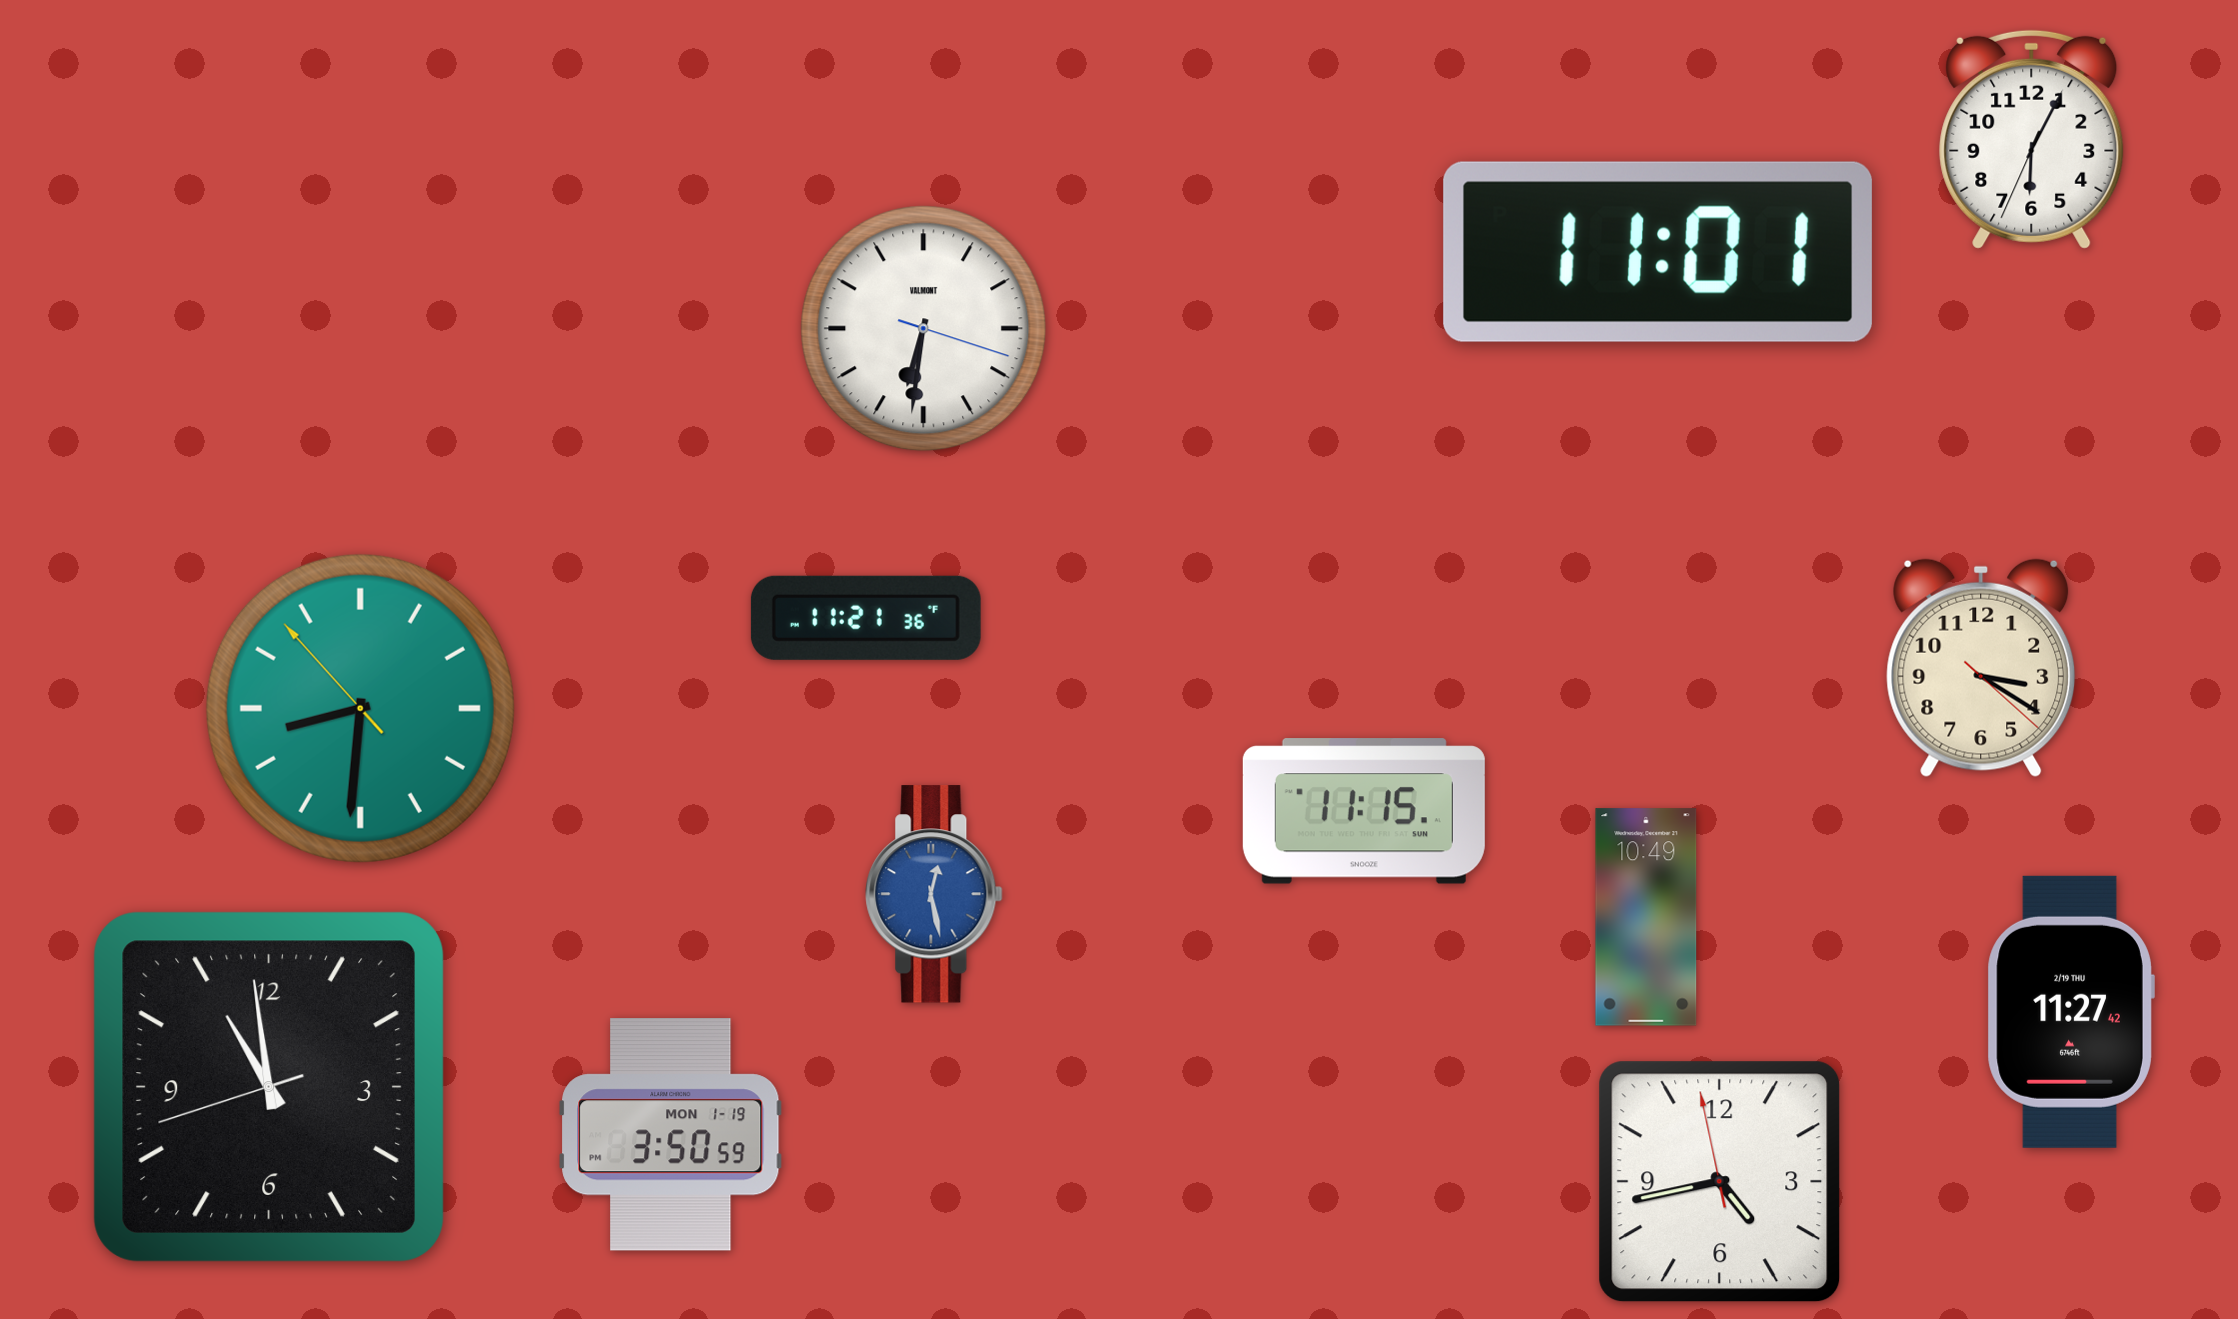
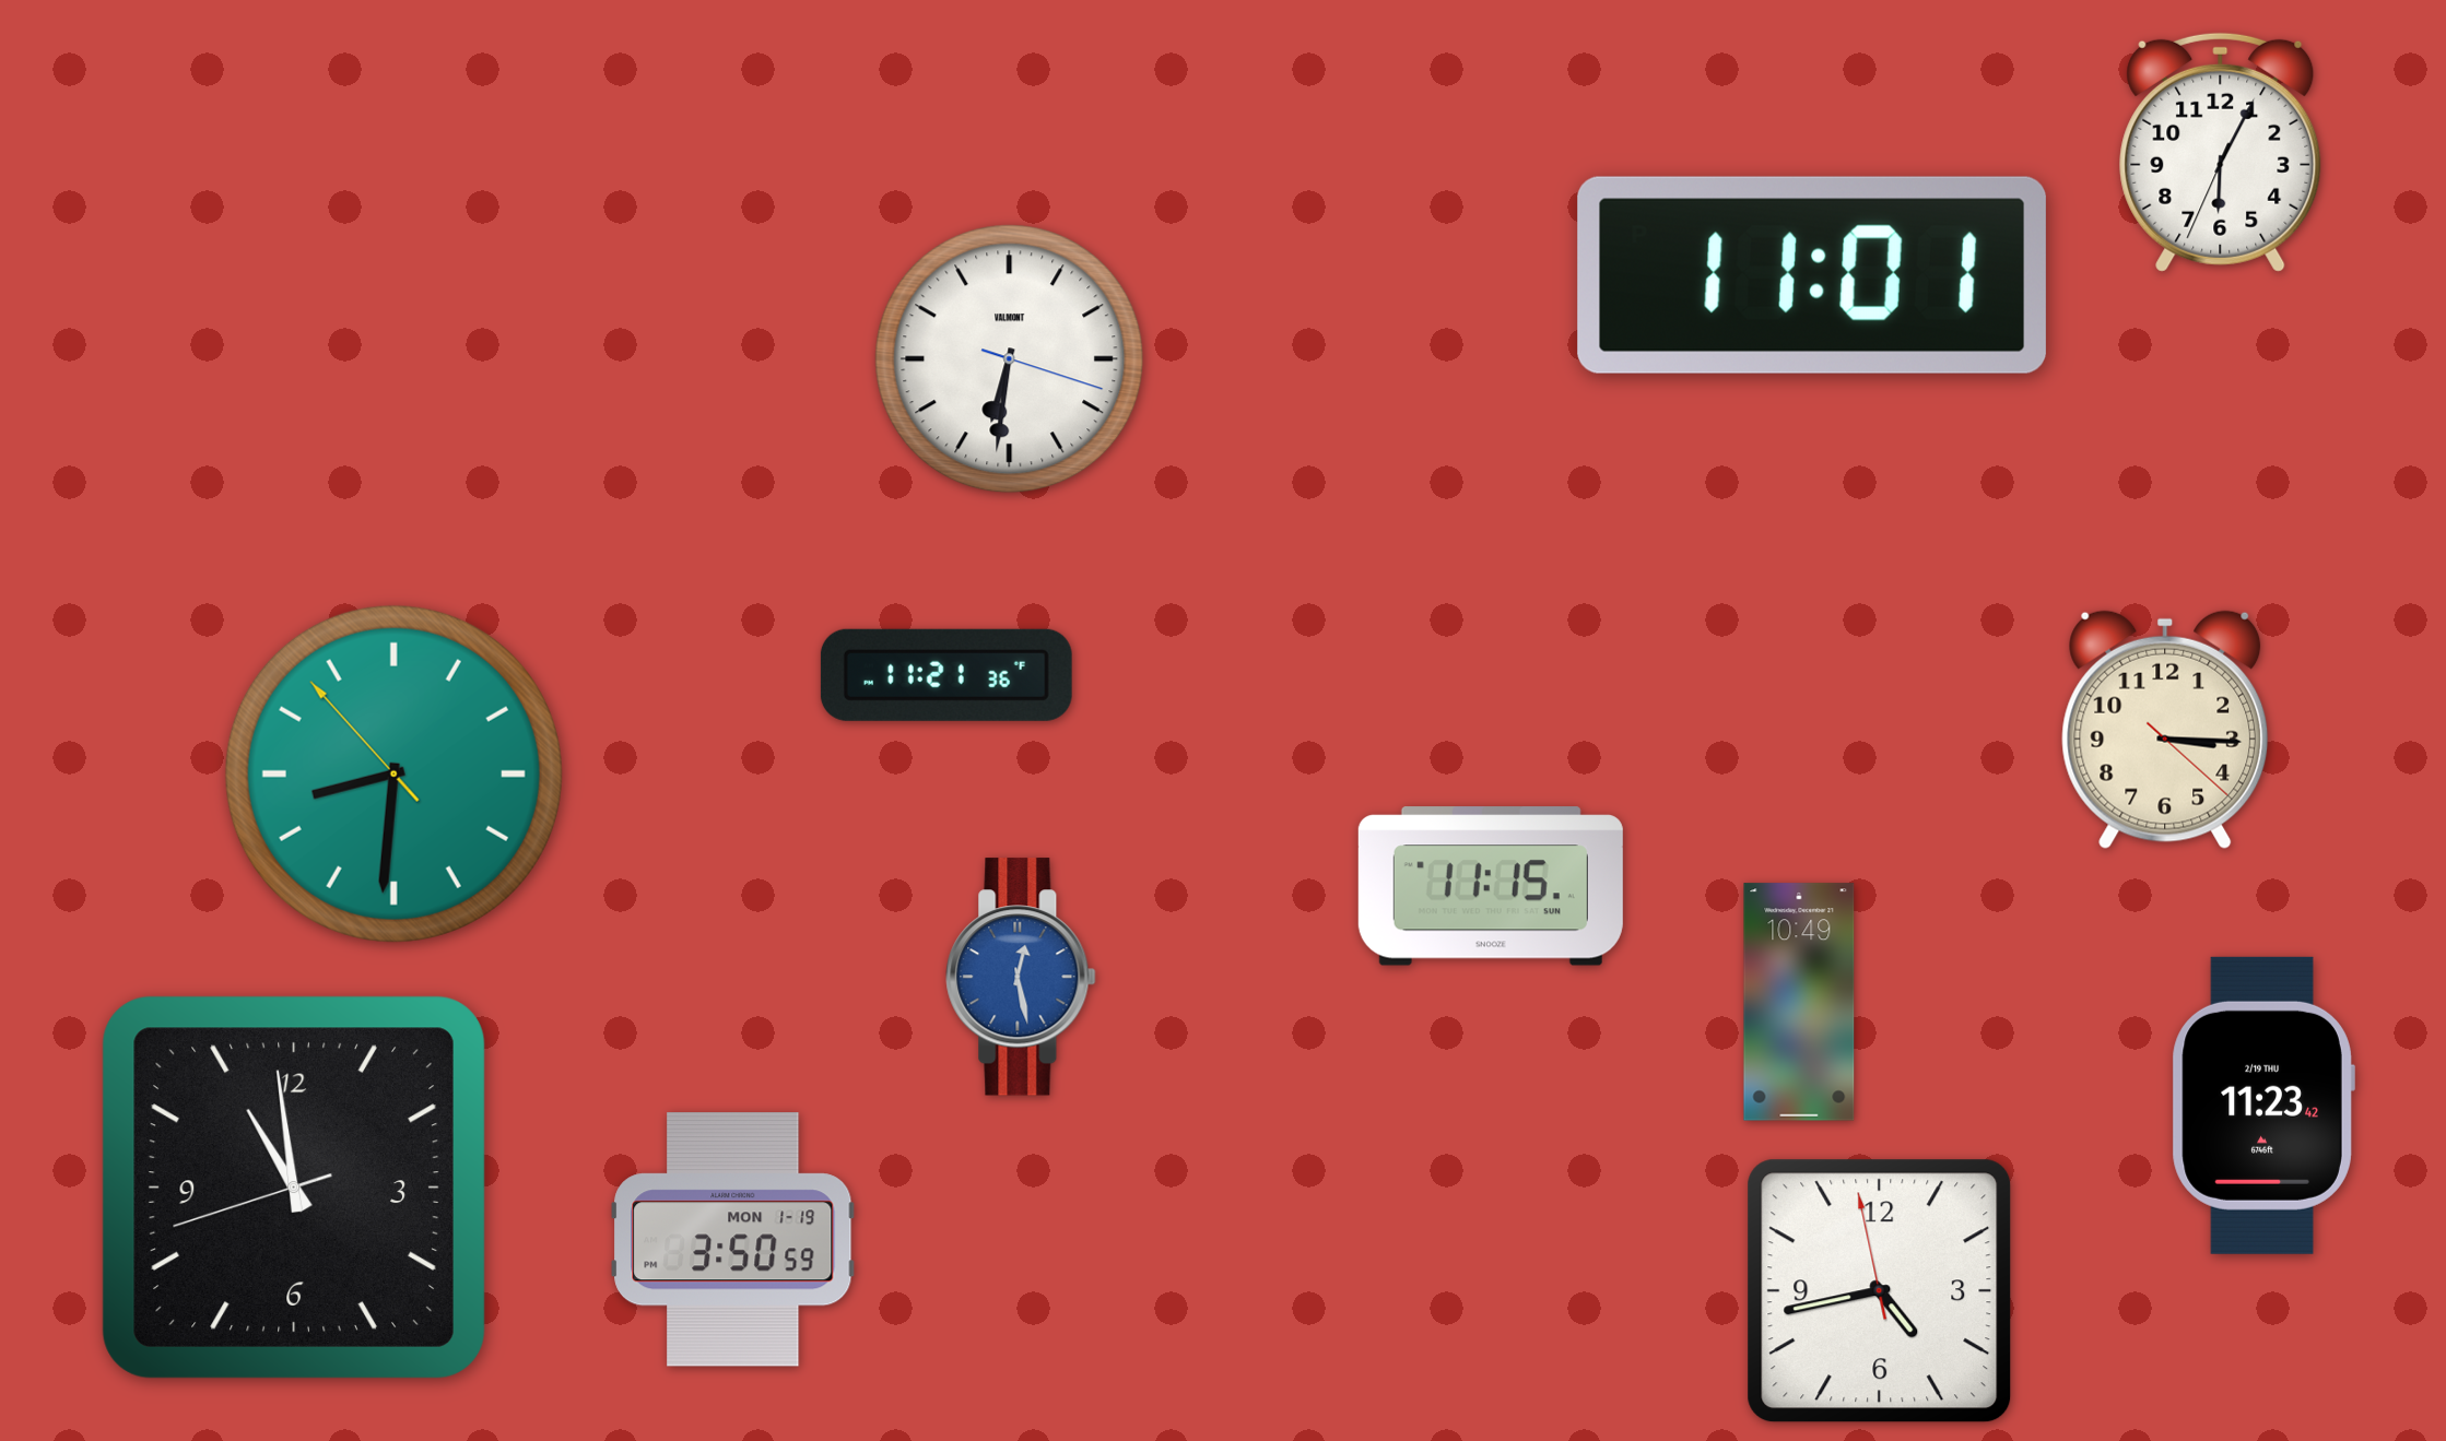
clock at (1981, 668): 3:20 -> 3:15
clock at (2071, 1012): 11:27 -> 11:23
